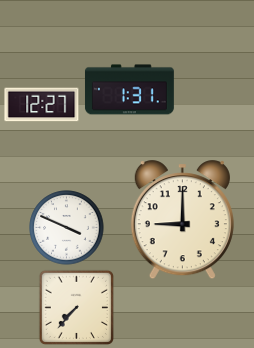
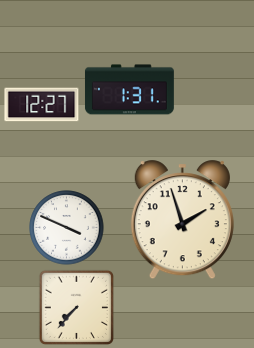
clock at (182, 220): 9:00 -> 1:57
